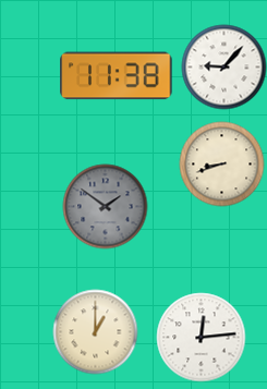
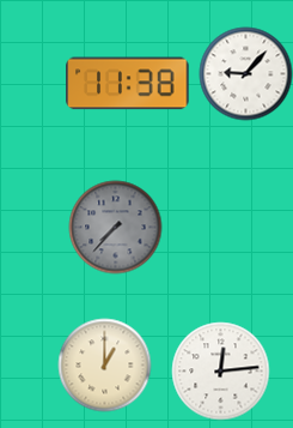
clock at (221, 163): 8:42 -> none
clock at (105, 206): 1:51 -> 7:37
